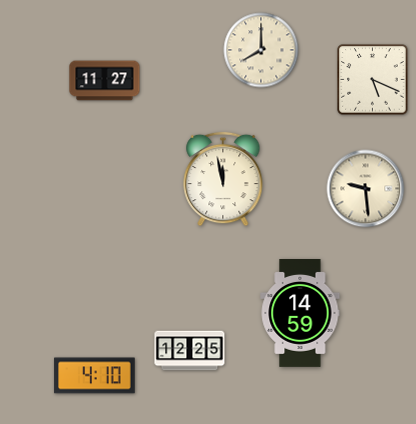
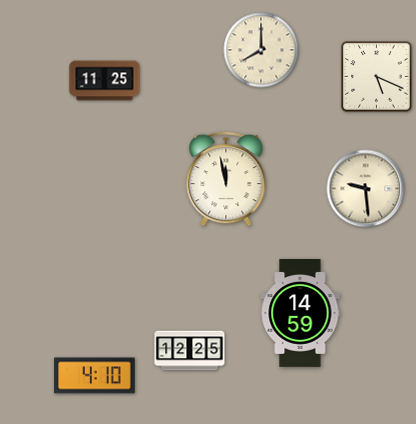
clock at (373, 80) position: (373, 80) -> (377, 77)
clock at (105, 81): 11:27 -> 11:25
clock at (223, 179) position: (223, 179) -> (226, 179)
